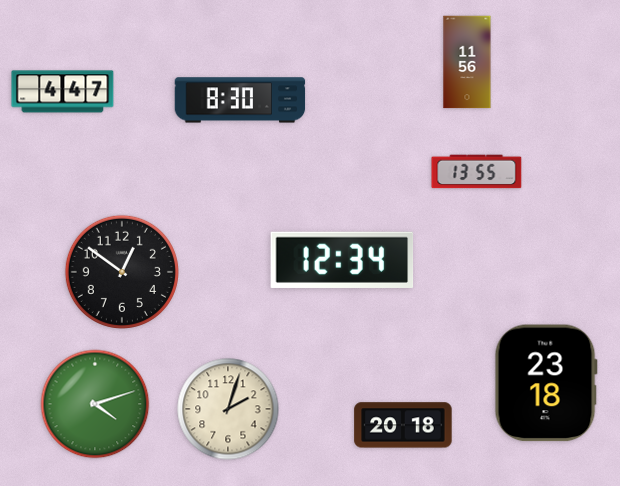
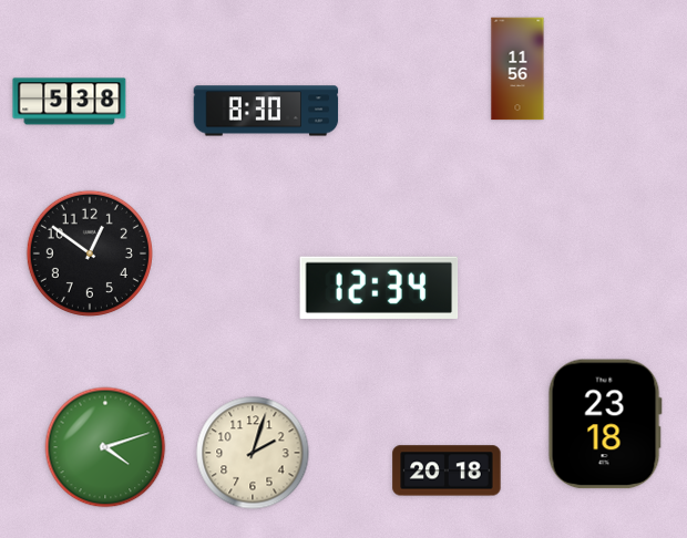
clock at (63, 92): 4:47 -> 5:38
clock at (477, 172): 13:55 -> none
clock at (122, 272) position: (122, 272) -> (90, 254)
